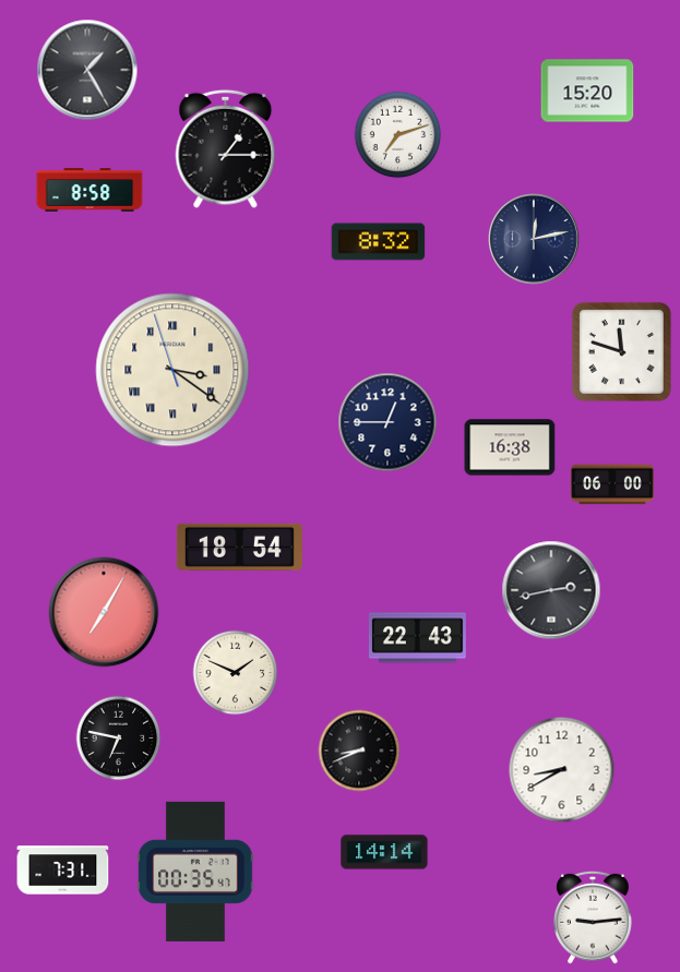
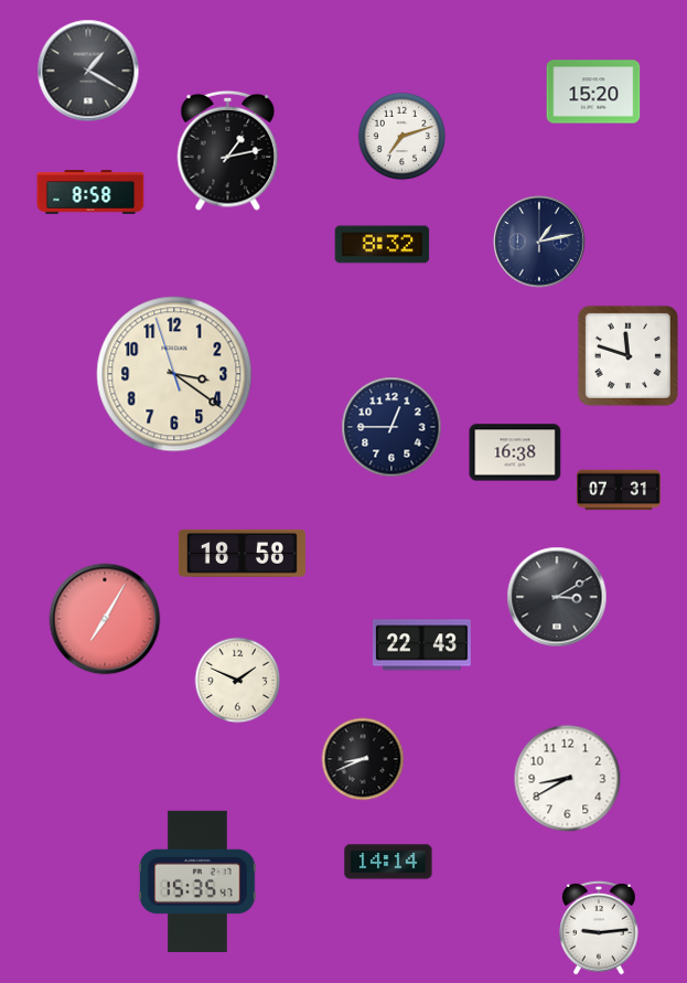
clock at (87, 70): 1:25 -> 1:20
clock at (226, 148): 1:15 -> 1:13
clock at (535, 240): 12:13 -> 1:13
clock at (172, 370) numerals: Roman -> Arabic
clock at (612, 484): 06:00 -> 07:31
clock at (239, 547): 18:54 -> 18:58
clock at (551, 590): 2:43 -> 3:10
clock at (119, 739): 6:47 -> none
clock at (63, 871): 7:31 -> none
clock at (195, 872): 00:35 -> 15:35
